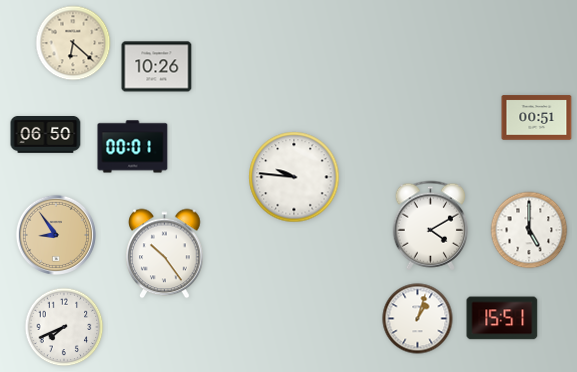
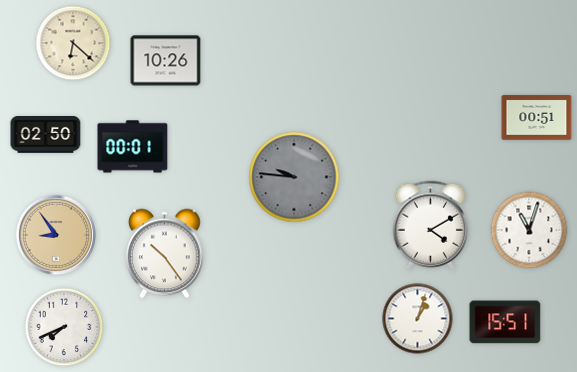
clock at (157, 67) position: (157, 67) -> (166, 61)
clock at (46, 135): 06:50 -> 02:50
clock at (294, 177) dial: white -> grey
clock at (529, 230): 5:00 -> 11:03
clock at (502, 318) position: (502, 318) -> (505, 322)
